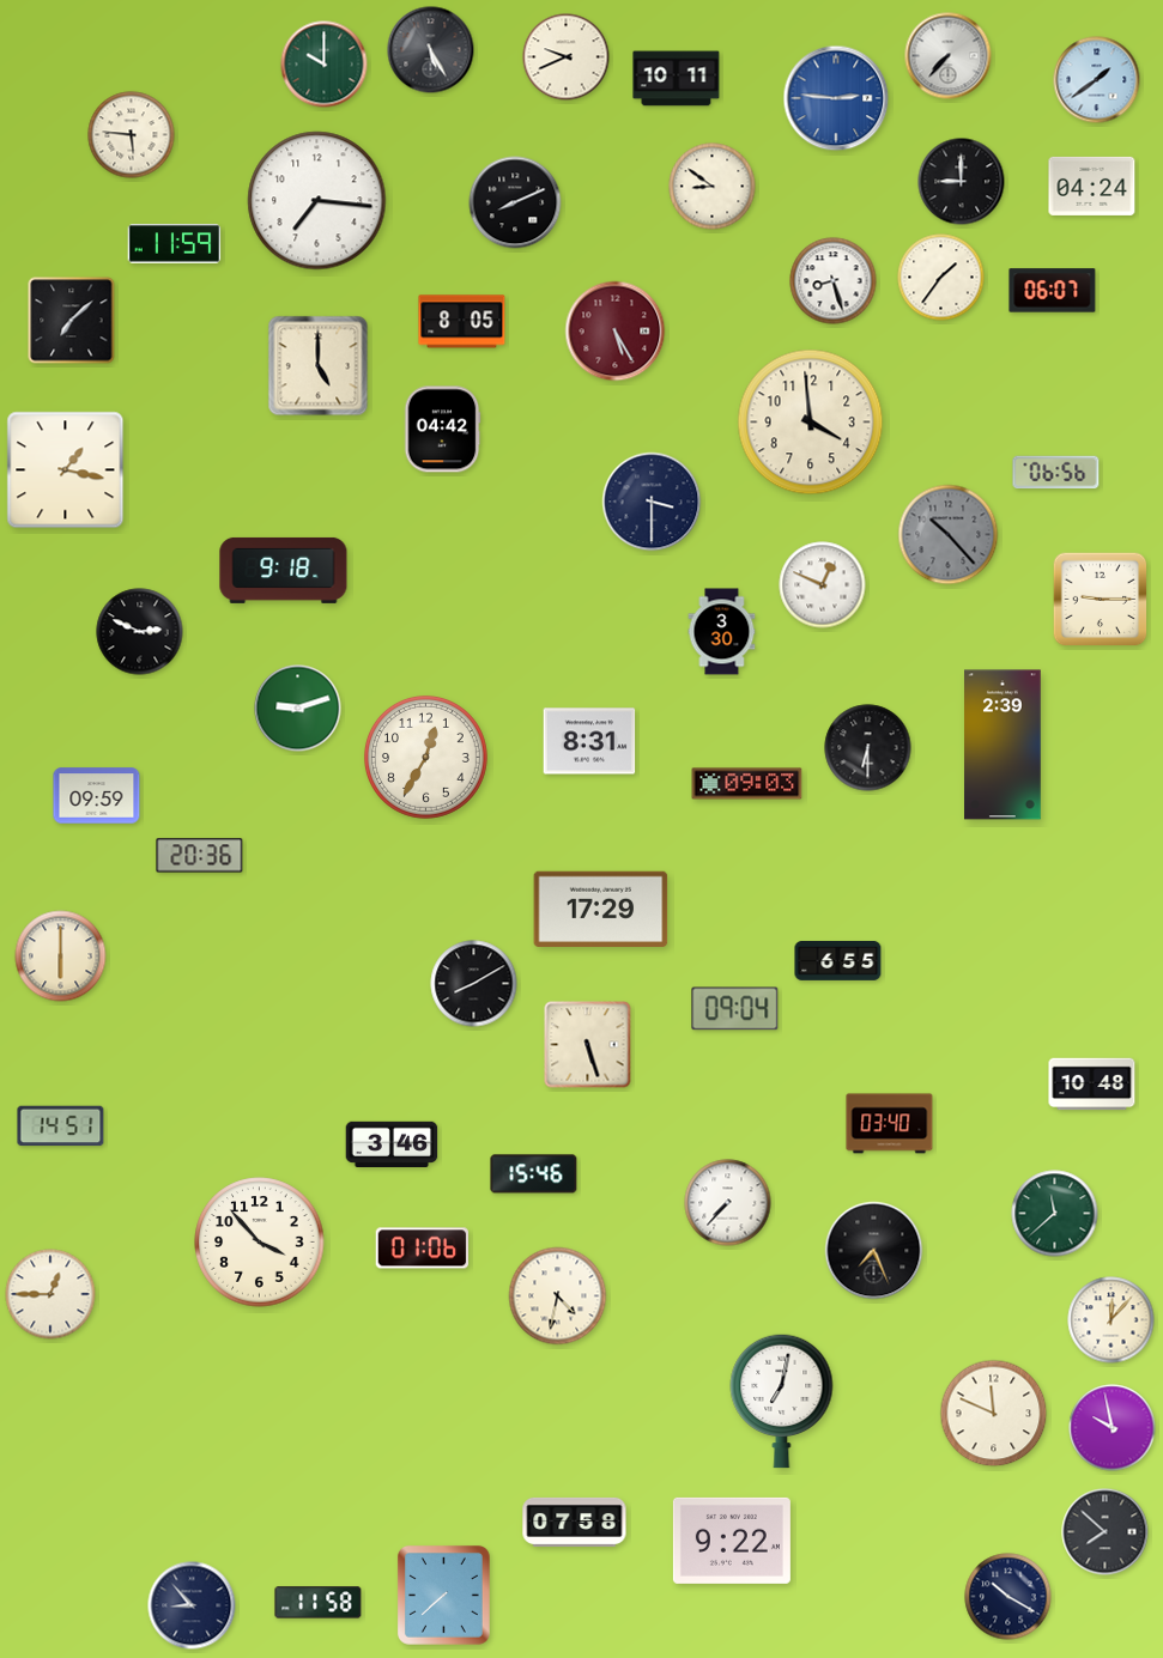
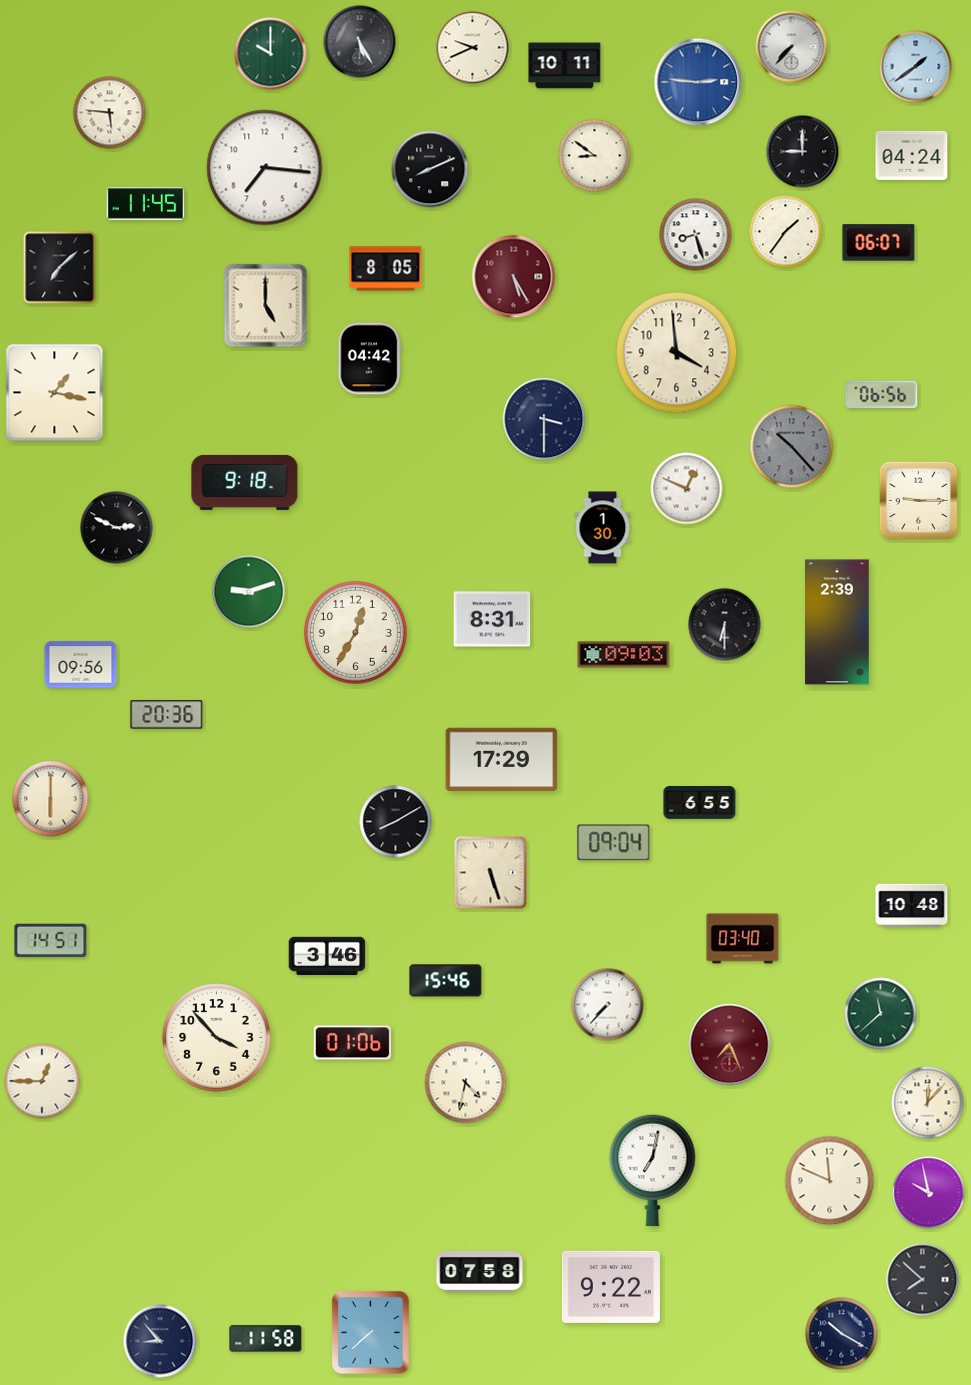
clock at (175, 244): 11:59 -> 11:45
clock at (284, 570) position: (284, 570) -> (245, 482)
clock at (722, 632): 3:30 -> 1:30
clock at (97, 796): 09:59 -> 09:56
clock at (874, 1251) dial: black -> burgundy
